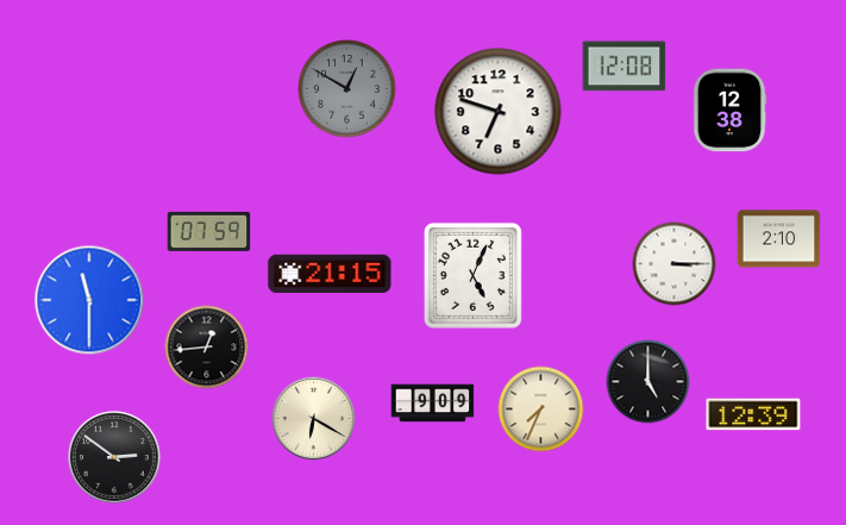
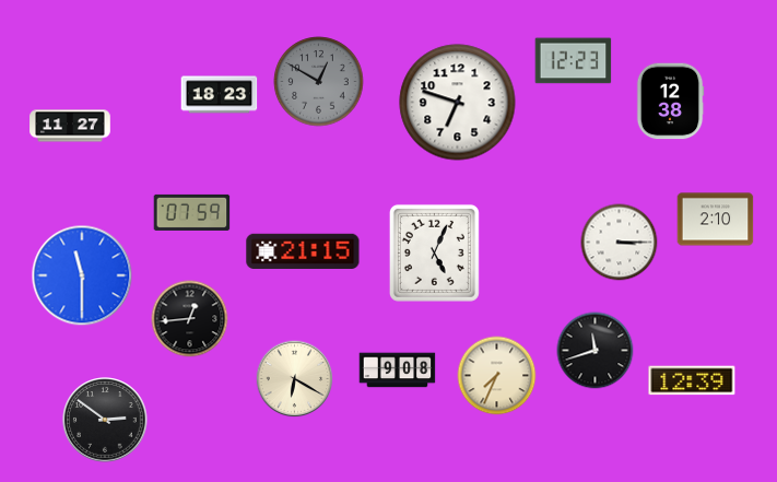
clock at (625, 67): 12:08 -> 12:23
clock at (220, 95): none -> 18:23
clock at (70, 126): none -> 11:27
clock at (648, 382): 5:00 -> 11:42
clock at (433, 404): 9:09 -> 9:08
clock at (314, 419) position: (314, 419) -> (295, 379)
